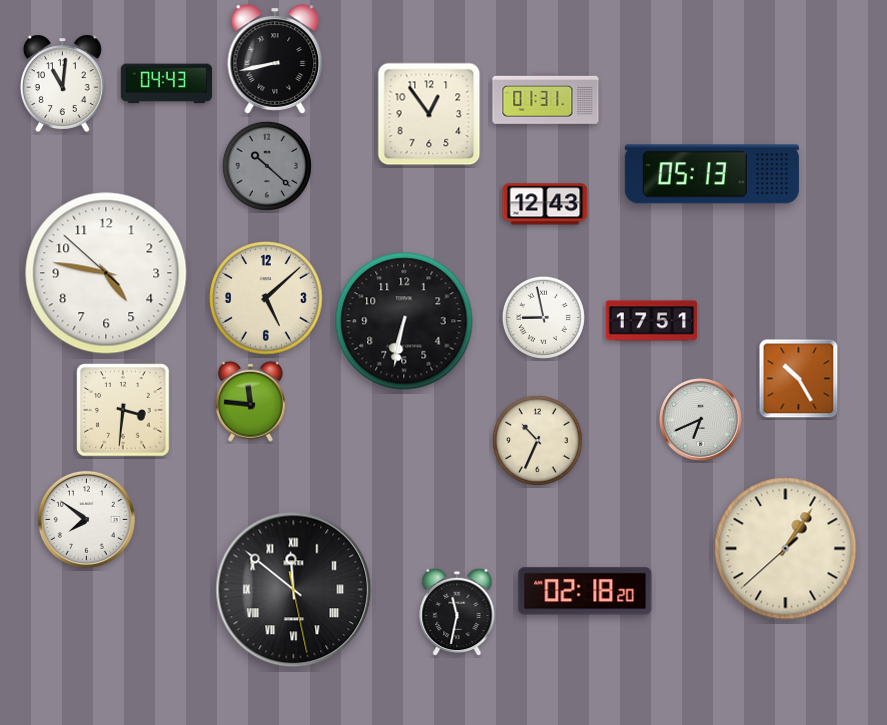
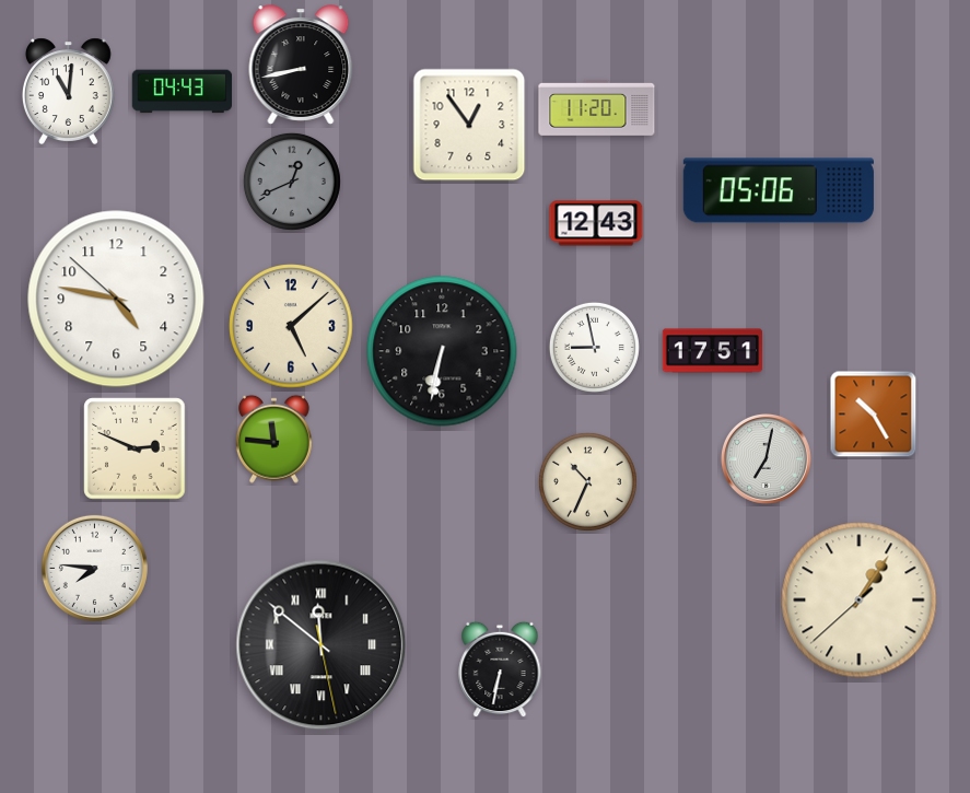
clock at (546, 98): 01:31 -> 11:20
clock at (267, 166): 10:22 -> 12:41
clock at (712, 174): 05:13 -> 05:06
clock at (123, 410): 3:31 -> 2:49
clock at (700, 419): 6:41 -> 7:02
clock at (86, 519): 7:51 -> 7:46
clock at (585, 591): 02:18 -> none
clock at (457, 612): 11:32 -> 6:32
